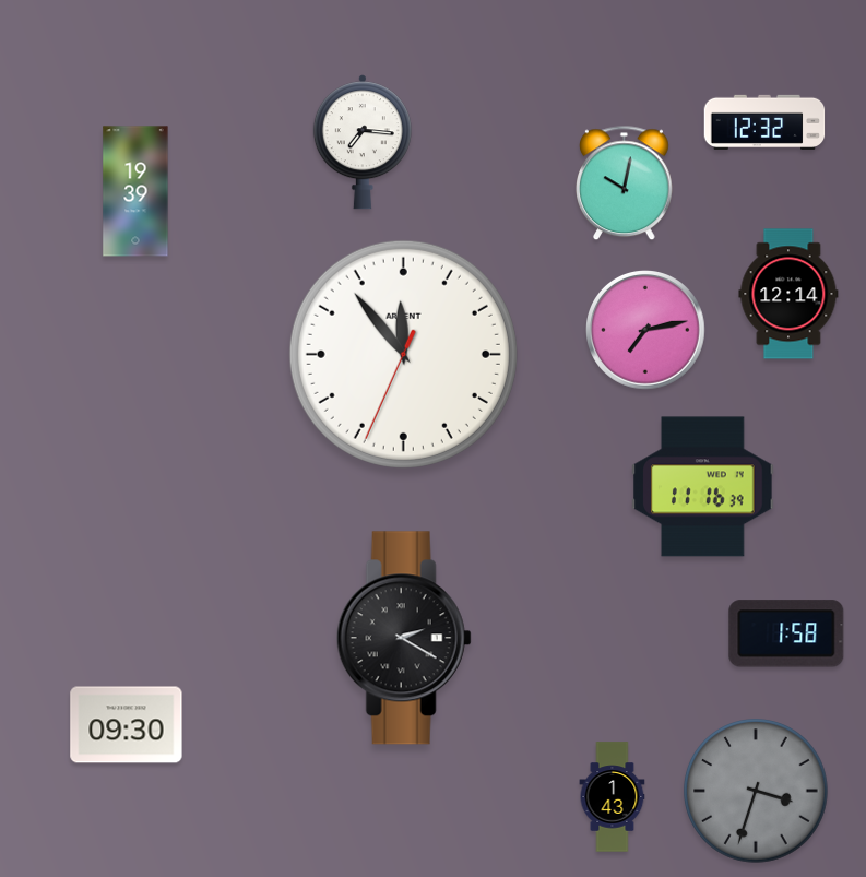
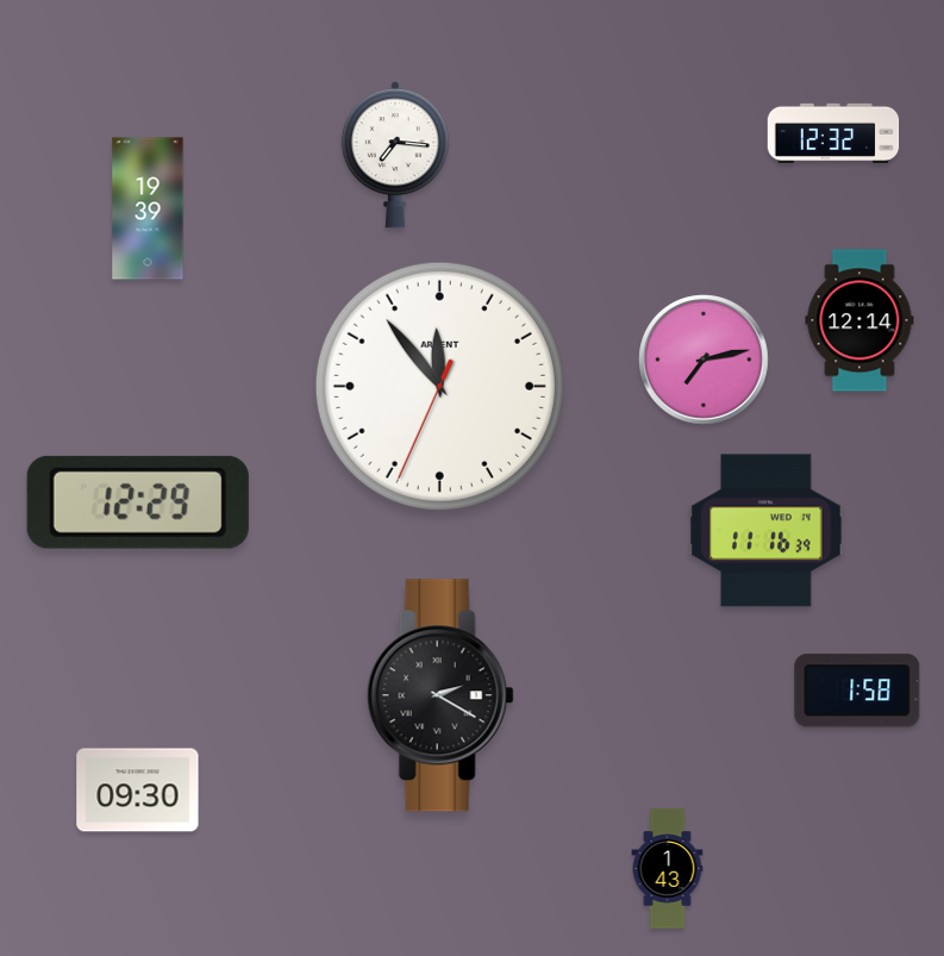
clock at (625, 183): 10:02 -> none
clock at (138, 502): none -> 12:29
clock at (756, 791): 3:33 -> none
